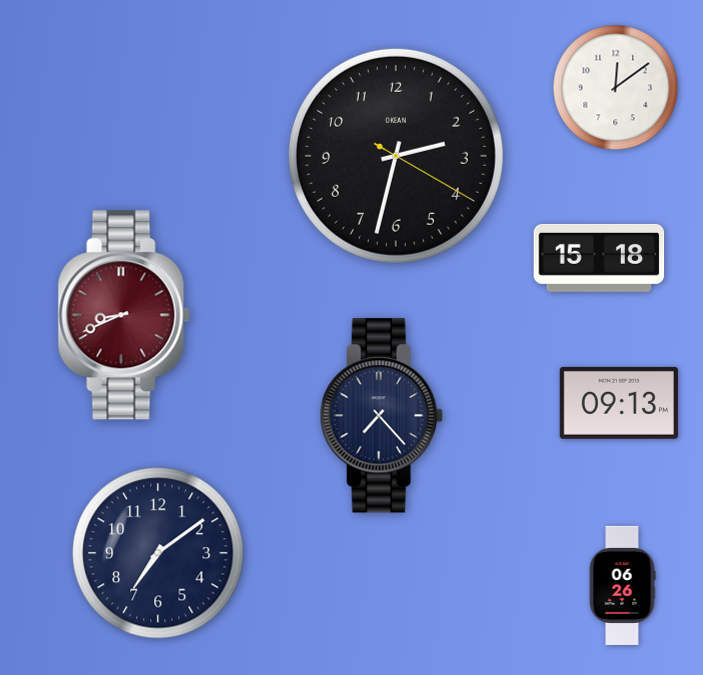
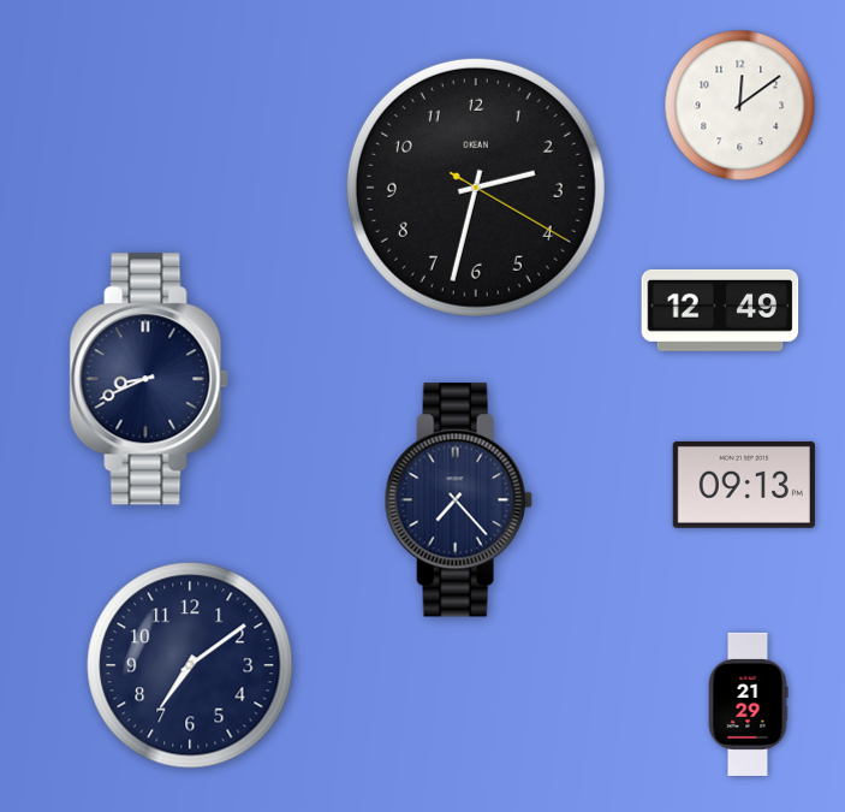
clock at (599, 258): 15:18 -> 12:49
clock at (124, 315) dial: burgundy -> navy
clock at (622, 585): 06:26 -> 21:29
